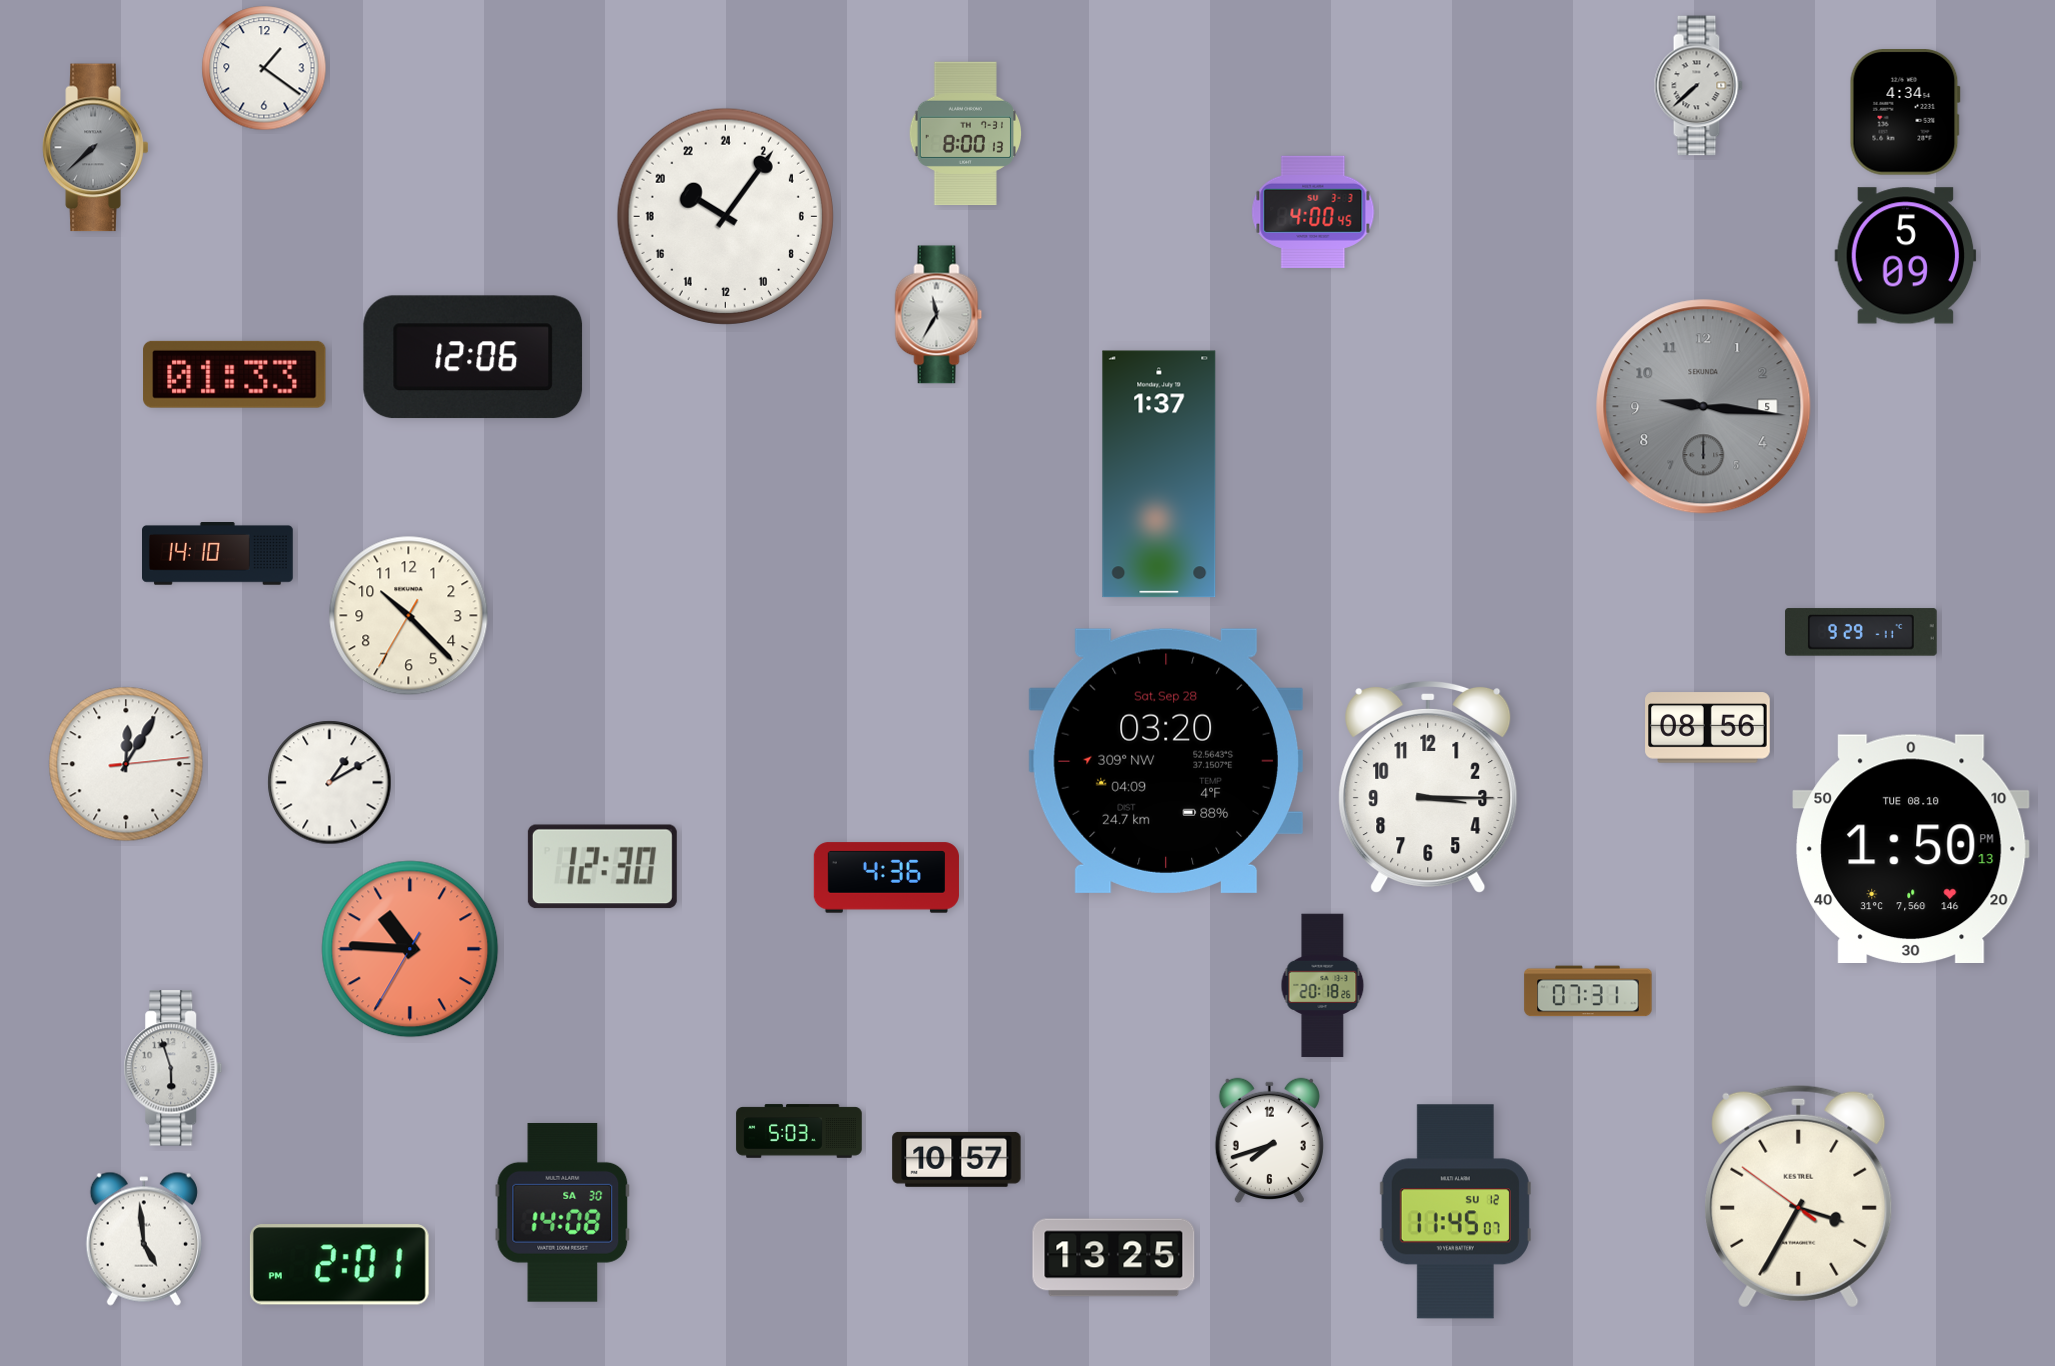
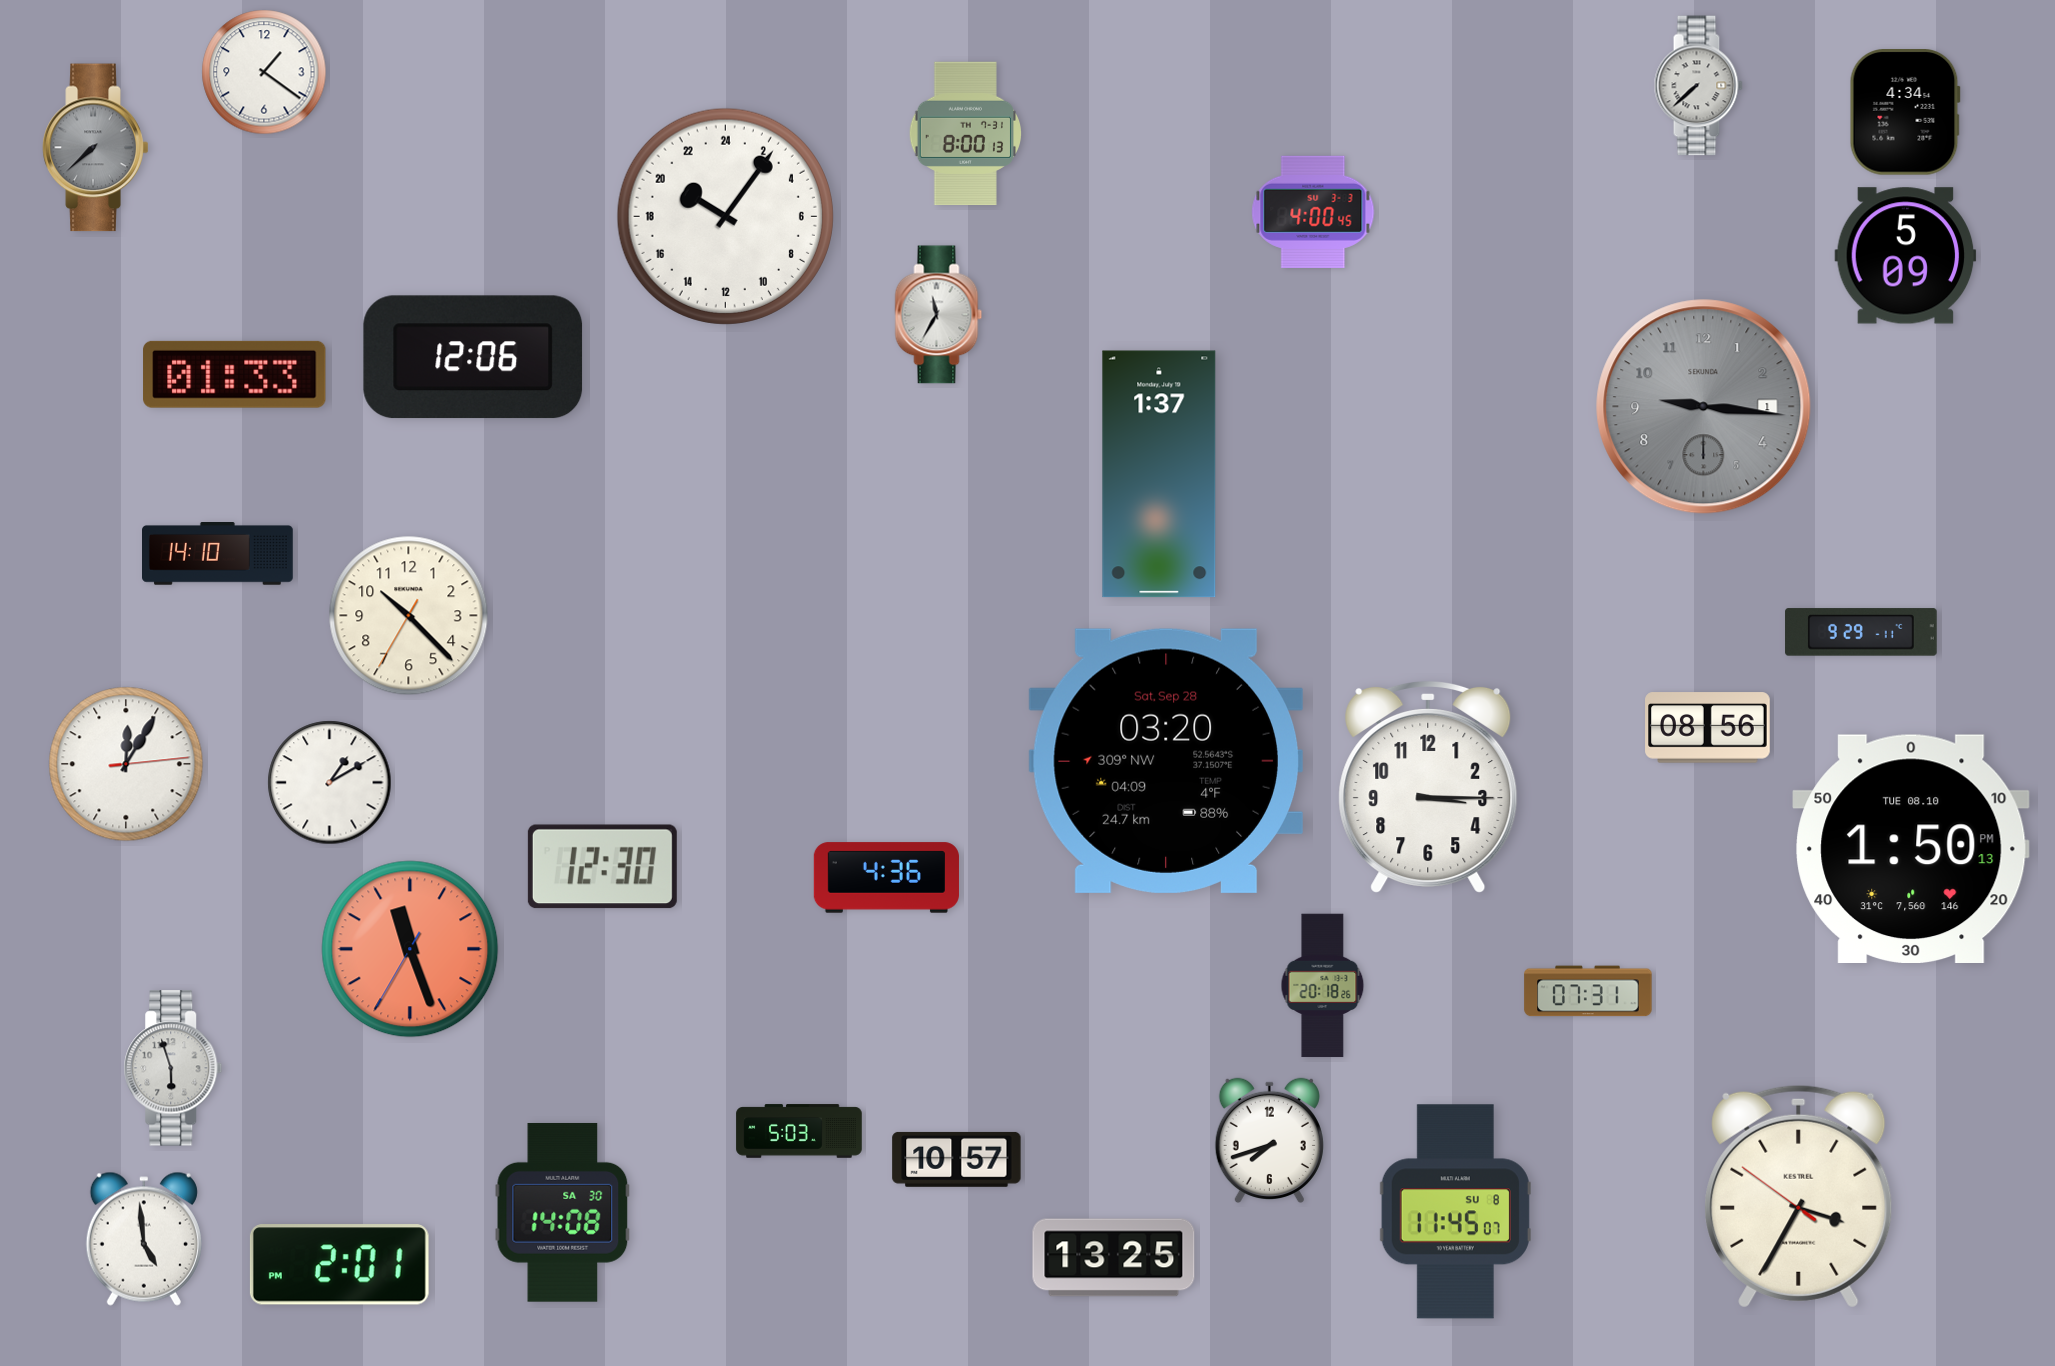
clock at (264, 68) position: (264, 68) -> (264, 72)
clock at (1704, 407) date: 5 -> 1
clock at (410, 949): 10:45 -> 11:26
clock at (1455, 1212) date: SU 12 -> SU 8
